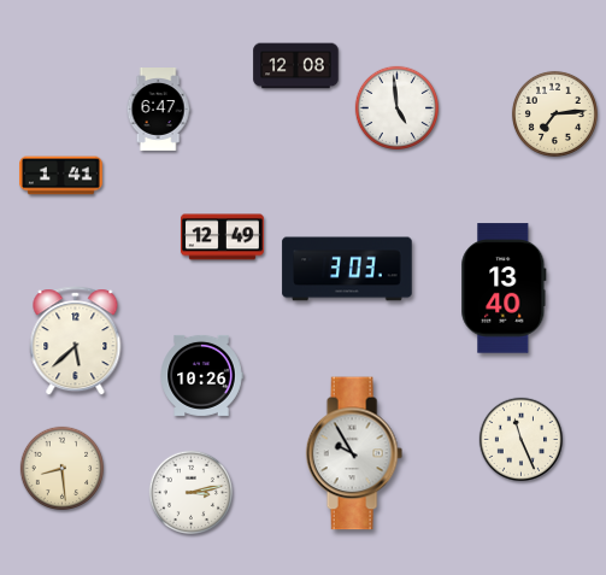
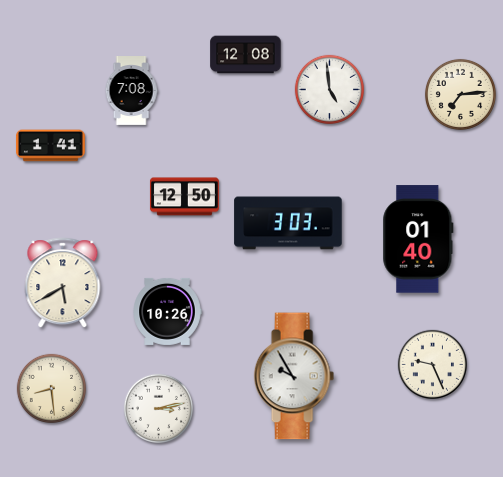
clock at (158, 110): 6:47 -> 7:08
clock at (222, 237): 12:49 -> 12:50
clock at (504, 288): 13:40 -> 01:40
clock at (76, 341): 5:38 -> 5:40
clock at (520, 439): 11:26 -> 9:26
